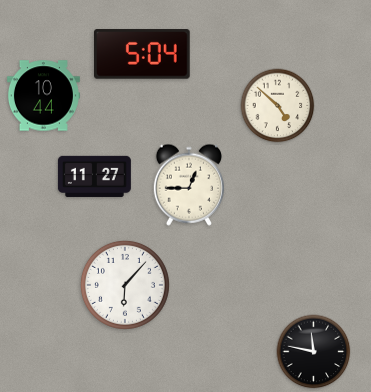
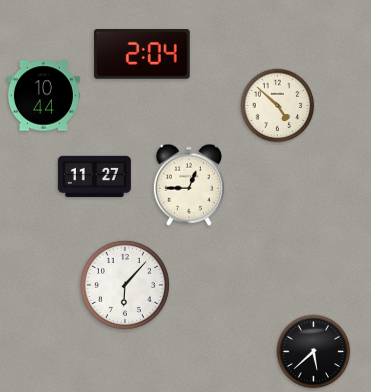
clock at (143, 54): 5:04 -> 2:04
clock at (314, 352): 11:47 -> 5:38
